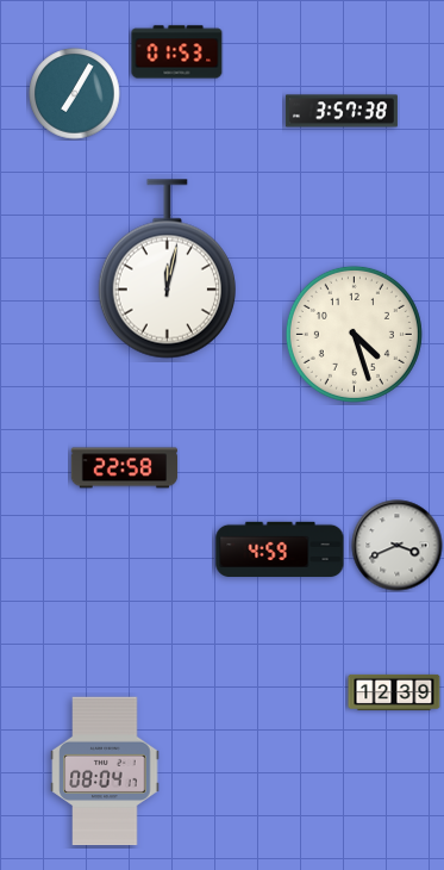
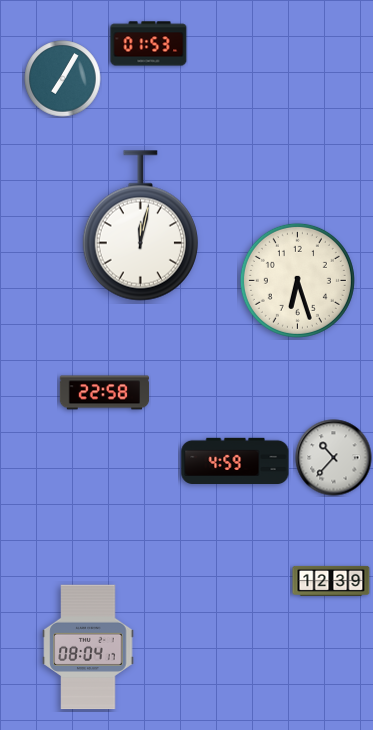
clock at (342, 111): 3:57 -> none
clock at (354, 334): 4:27 -> 6:27
clock at (398, 546): 3:41 -> 10:37
